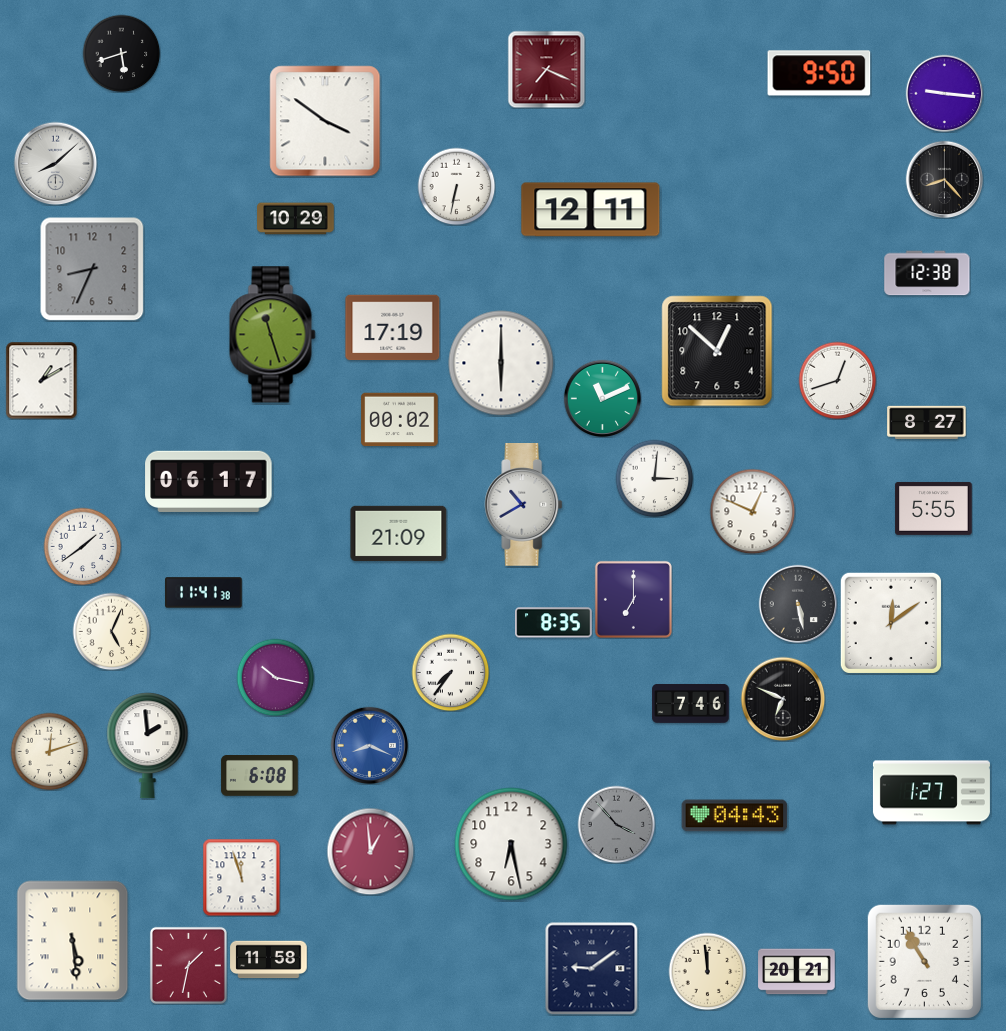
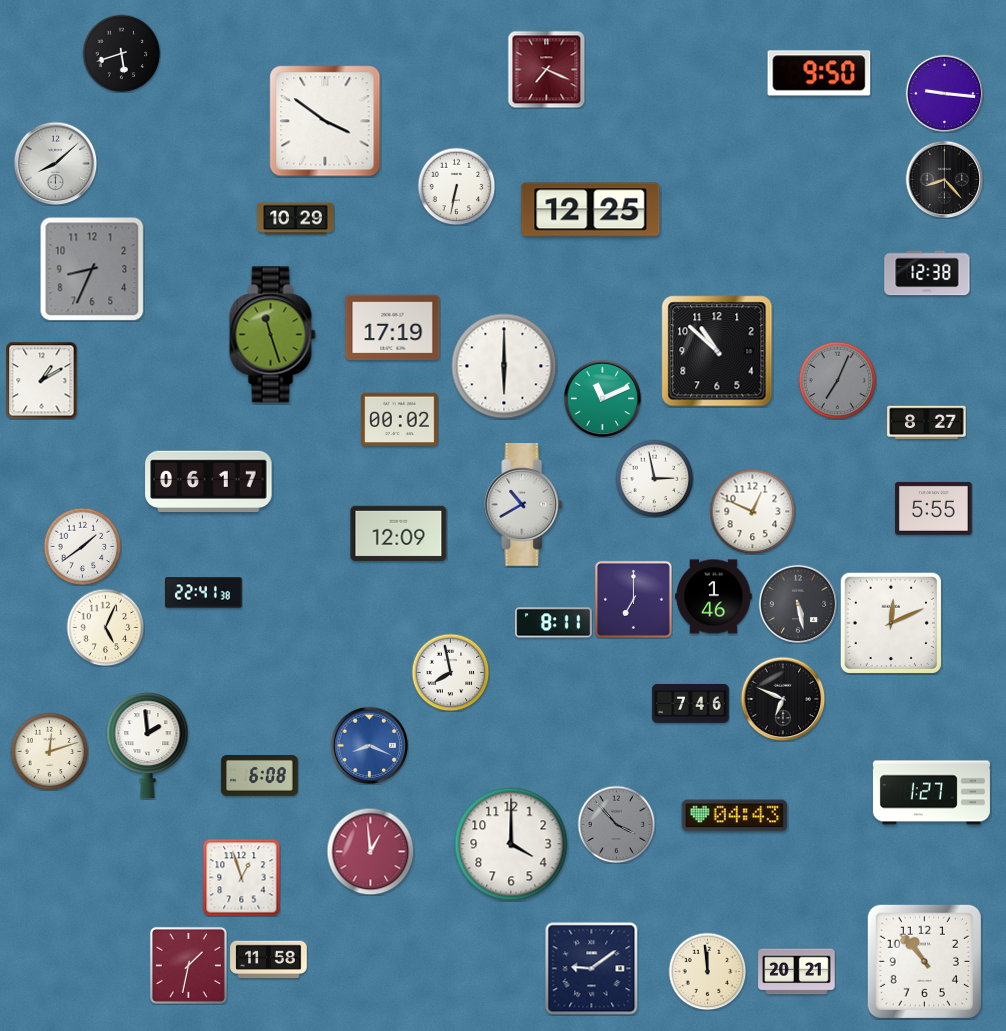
clock at (591, 210): 12:11 -> 12:25
clock at (717, 351): 12:52 -> 10:52
clock at (501, 363) position: (501, 363) -> (504, 366)
clock at (837, 380): 12:42 -> 7:04
clock at (837, 380) dial: white -> grey
clock at (654, 478): 3:01 -> 2:58
clock at (399, 533): 21:09 -> 12:09
clock at (204, 593): 11:41 -> 22:41
clock at (714, 597): none -> 1:46
clock at (554, 623): 8:35 -> 8:11
clock at (891, 623): 12:09 -> 12:11
clock at (111, 631) position: (111, 631) -> (105, 627)
clock at (450, 672): 7:36 -> 7:58
clock at (275, 677): 10:17 -> none
clock at (511, 844): 6:28 -> 4:00
clock at (241, 877): 11:57 -> 12:57
clock at (73, 941): 5:29 -> none
clock at (924, 961): 10:55 -> 10:53
